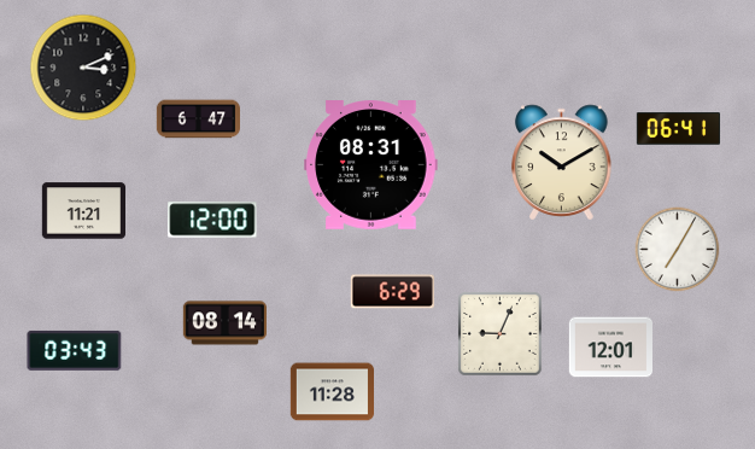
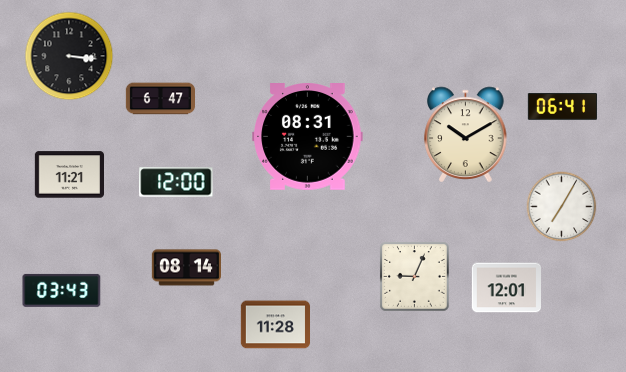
clock at (83, 68): 3:11 -> 3:16
clock at (198, 119) position: (198, 119) -> (160, 99)
clock at (392, 292): 6:29 -> none
